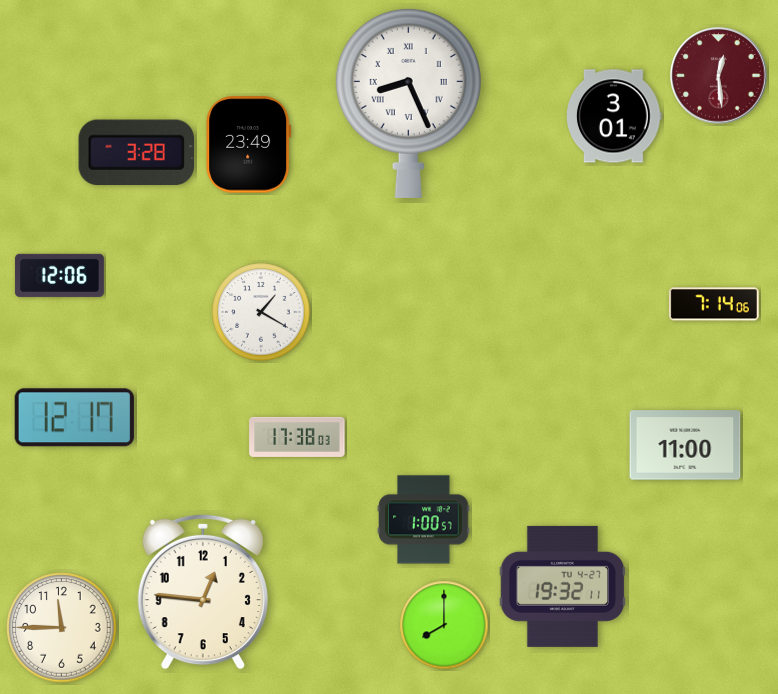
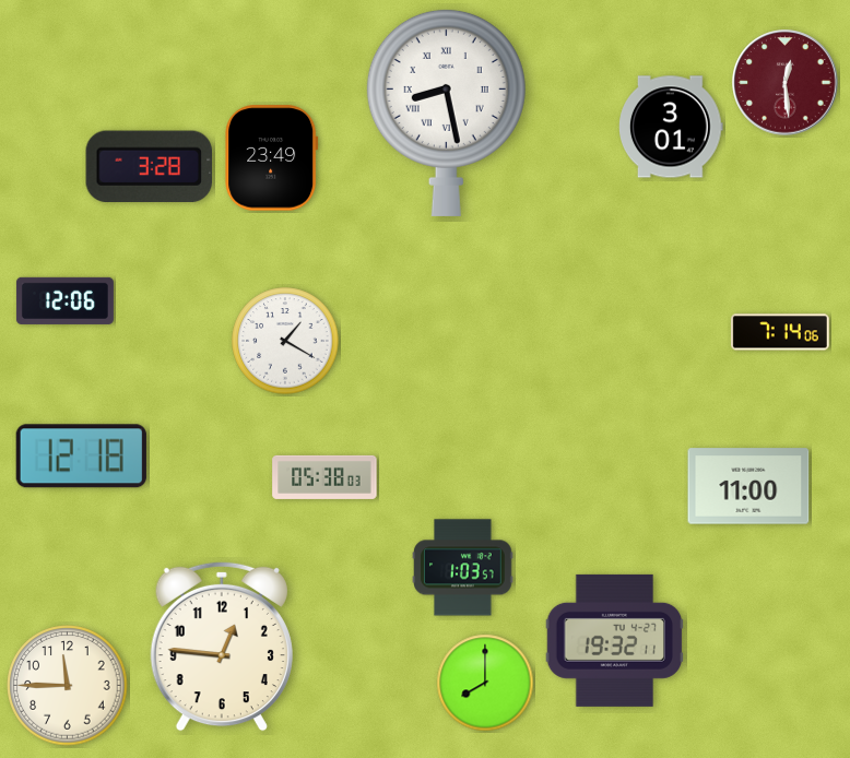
clock at (408, 103): 8:26 -> 8:28
clock at (74, 418): 12:17 -> 12:18
clock at (297, 437): 17:38 -> 05:38
clock at (424, 520): 1:00 -> 1:03
